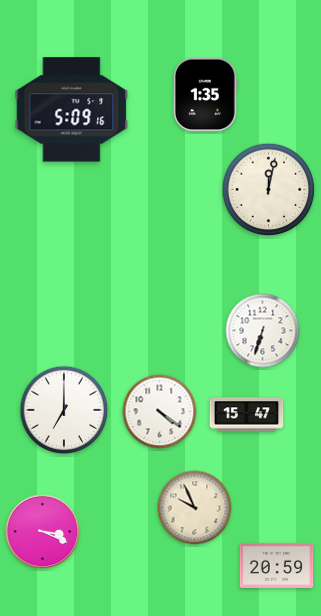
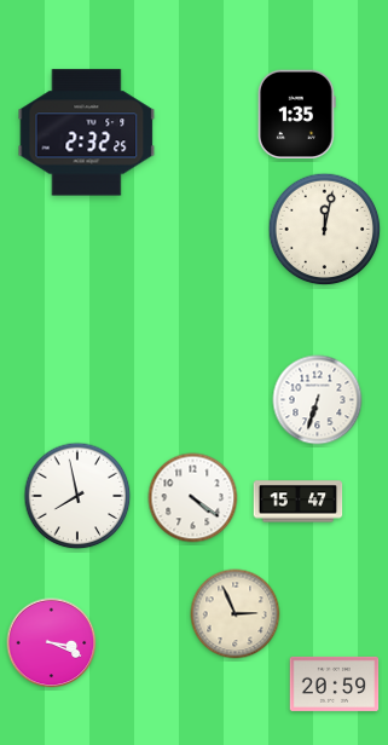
clock at (205, 95) position: (205, 95) -> (296, 115)
clock at (72, 110): 5:09 -> 2:32
clock at (64, 410): 7:00 -> 7:58
clock at (195, 508): 9:56 -> 2:56
